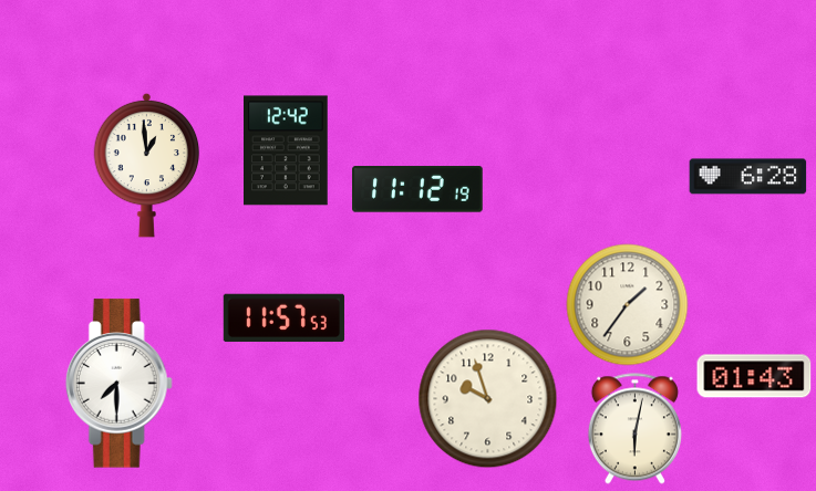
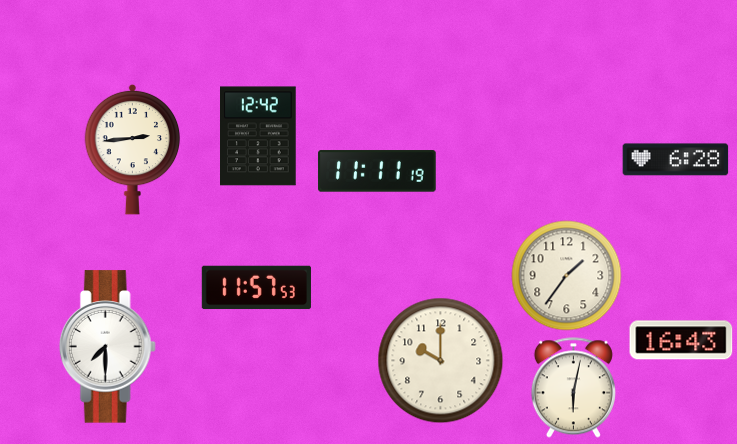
clock at (147, 165): 12:59 -> 2:44
clock at (417, 189): 11:12 -> 11:11
clock at (754, 376): 01:43 -> 16:43
clock at (488, 399): 9:57 -> 10:00
